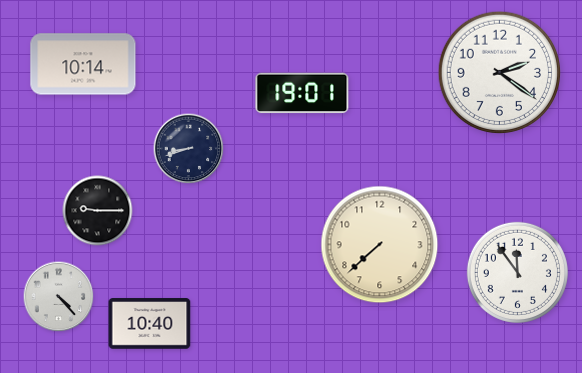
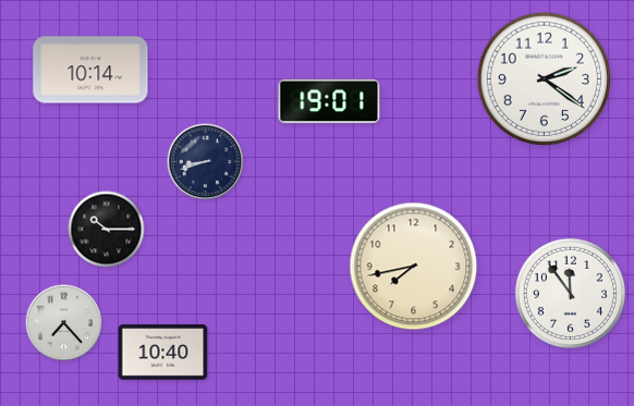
clock at (98, 211): 9:15 -> 10:15
clock at (380, 245): 7:38 -> 7:43
clock at (517, 272) position: (517, 272) -> (570, 293)
clock at (59, 297): 4:23 -> 7:23
